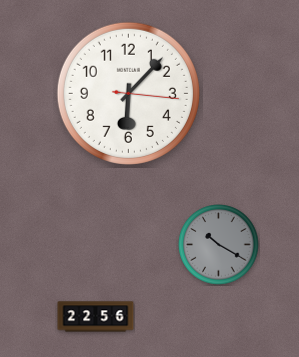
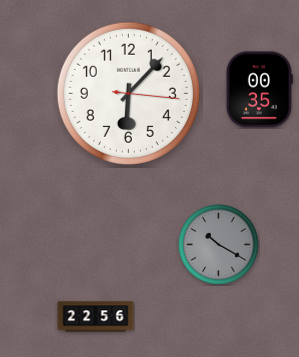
clock at (259, 90): none -> 00:35
